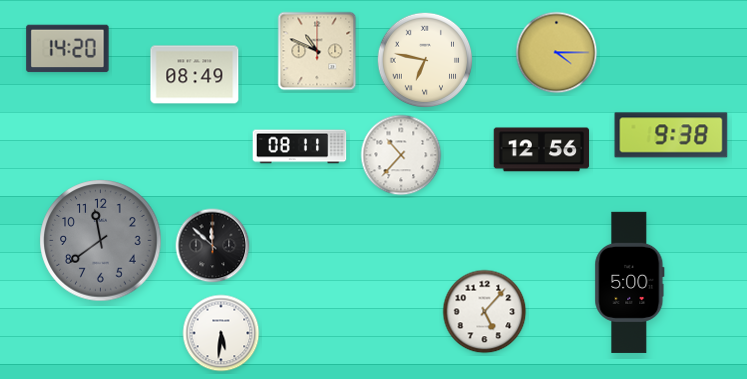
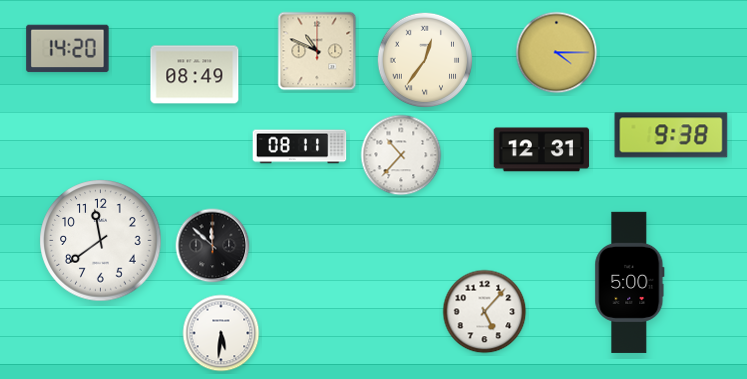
clock at (425, 60): 6:47 -> 12:36
clock at (542, 150): 12:56 -> 12:31
clock at (101, 241) dial: grey -> white
